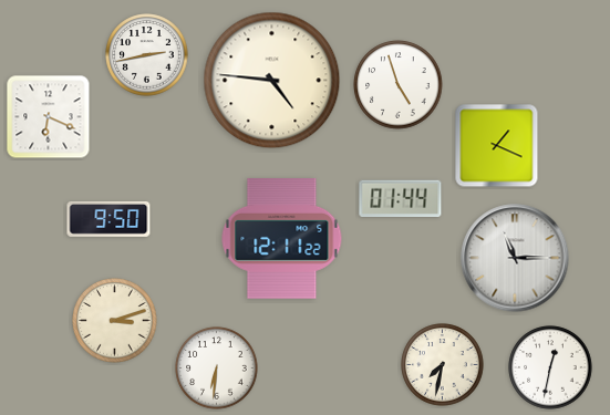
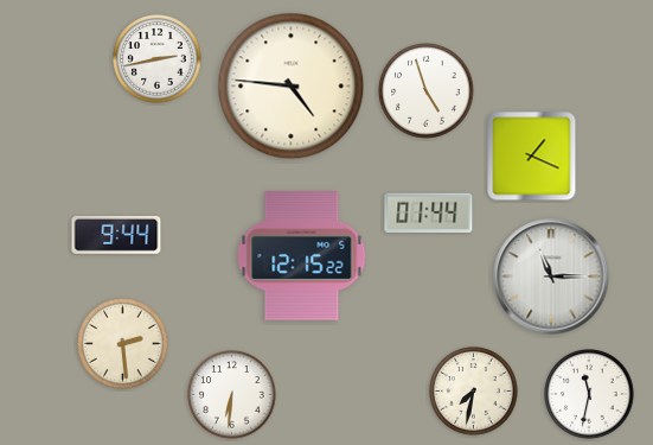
clock at (49, 117): 6:19 -> none
clock at (108, 219): 9:50 -> 9:44
clock at (282, 239): 12:11 -> 12:15
clock at (115, 321): 3:12 -> 2:29
clock at (550, 367): 12:32 -> 11:32
